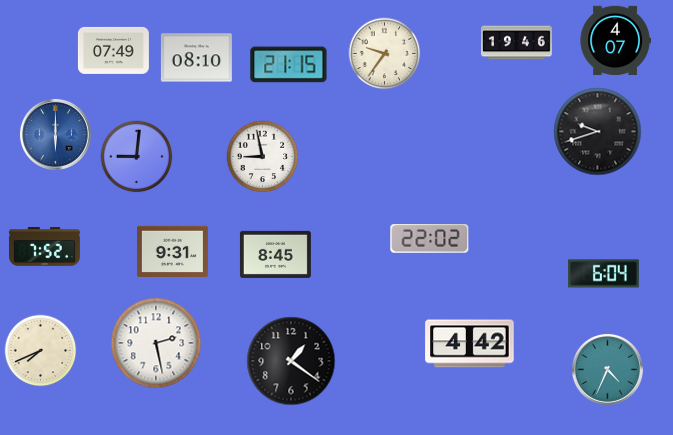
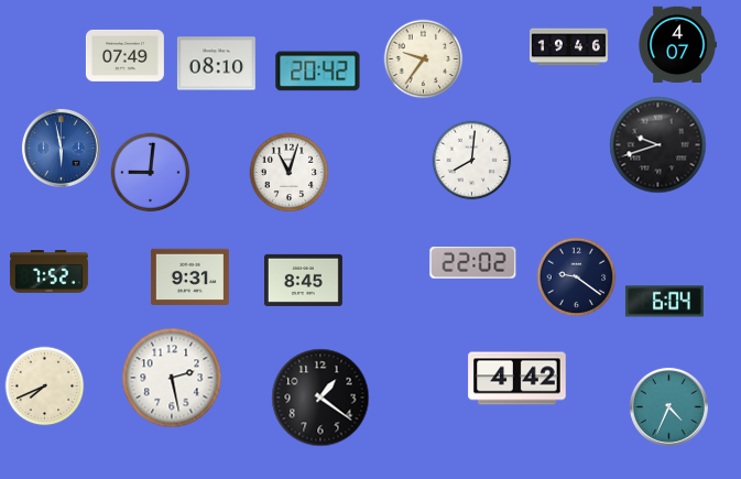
clock at (289, 65): 21:15 -> 20:42
clock at (55, 134): 6:00 -> 5:58
clock at (472, 161): none -> 8:01
clock at (263, 157): 8:58 -> 11:03
clock at (577, 277): none -> 9:21
